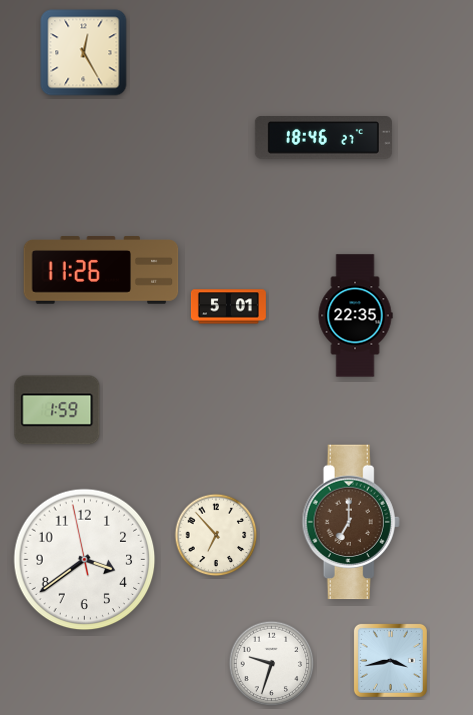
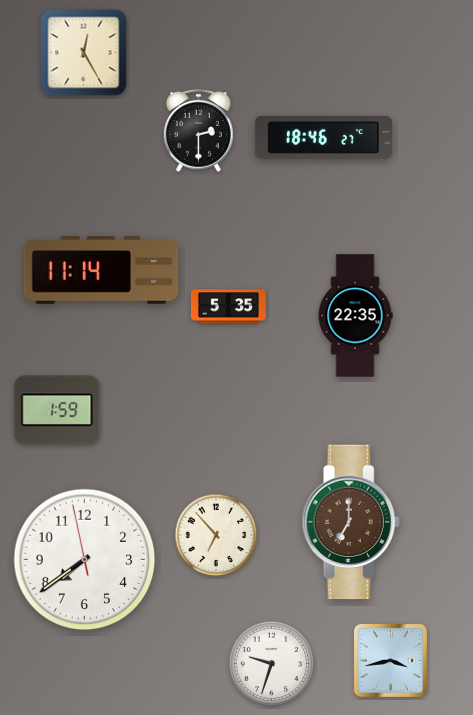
clock at (199, 130): none -> 2:30
clock at (101, 270): 11:26 -> 11:14
clock at (228, 307): 5:01 -> 5:35
clock at (85, 560): 3:38 -> 7:38
